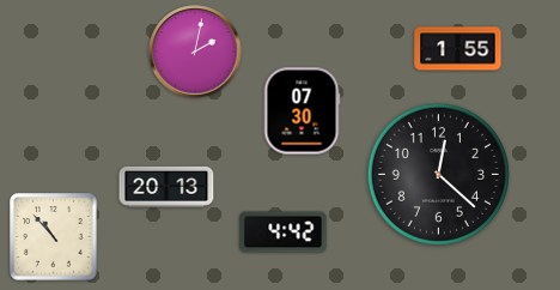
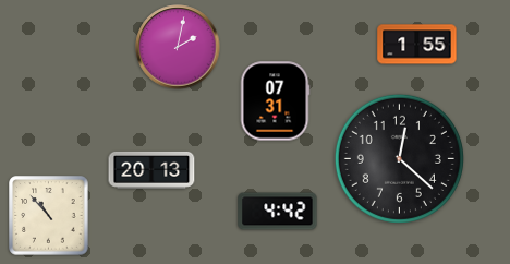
clock at (302, 111): 07:30 -> 07:31
clock at (284, 232) position: (284, 232) -> (278, 212)
